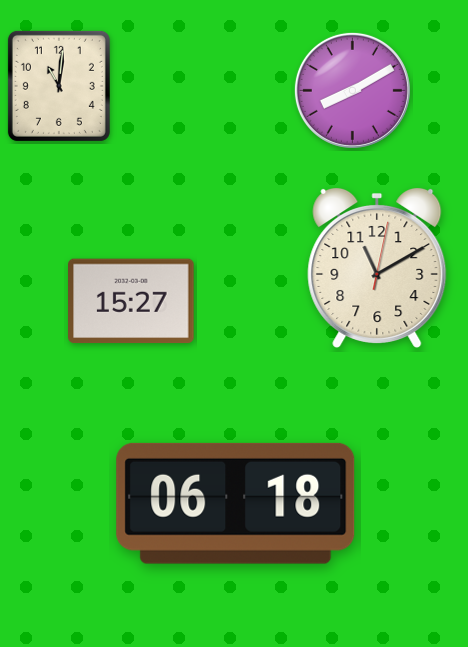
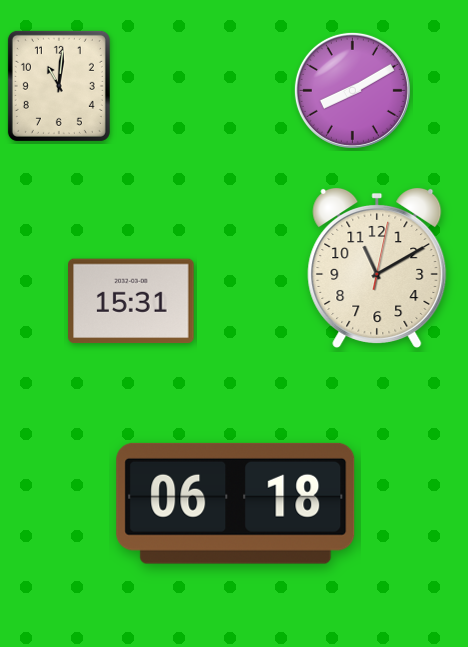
clock at (131, 301): 15:27 -> 15:31
